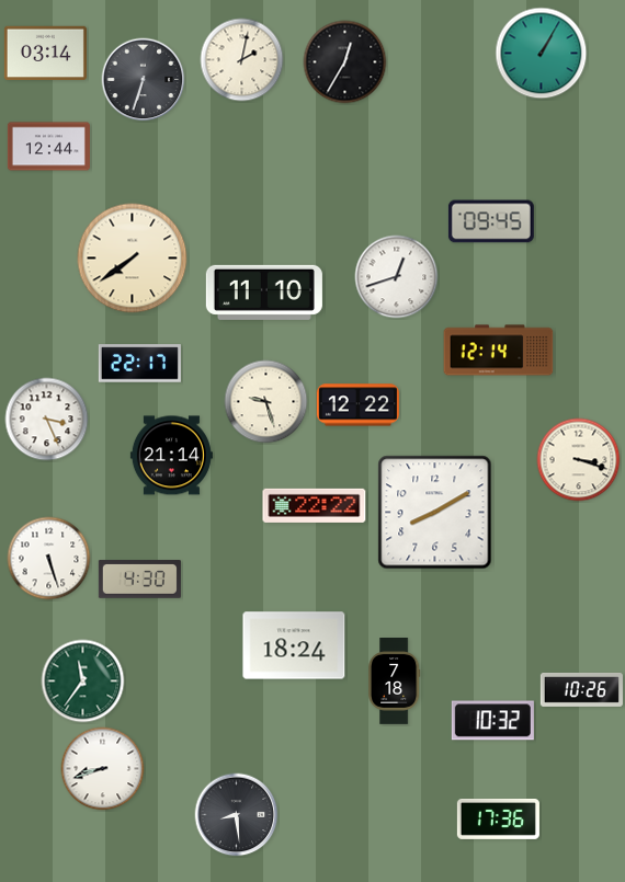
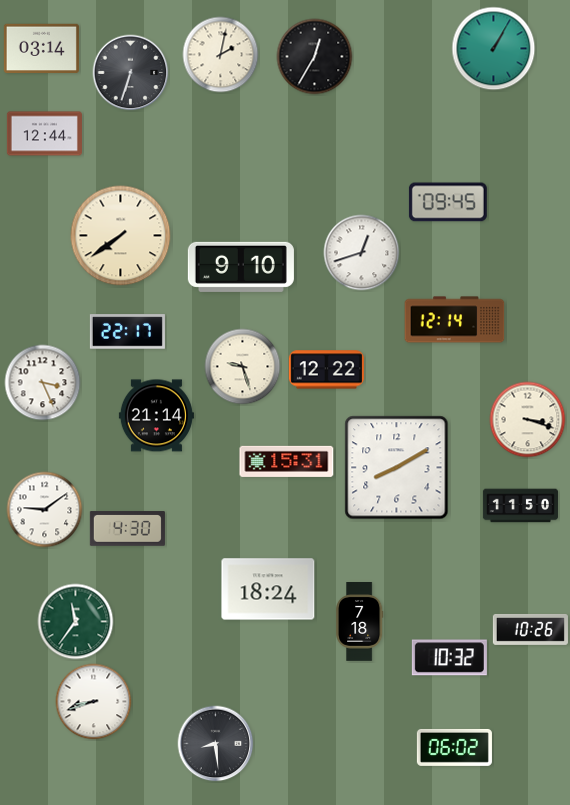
clock at (264, 293): 11:10 -> 9:10
clock at (315, 505): 22:22 -> 15:31
clock at (520, 506): none -> 11:50
clock at (49, 559): 5:27 -> 9:09
clock at (498, 818): 17:36 -> 06:02
